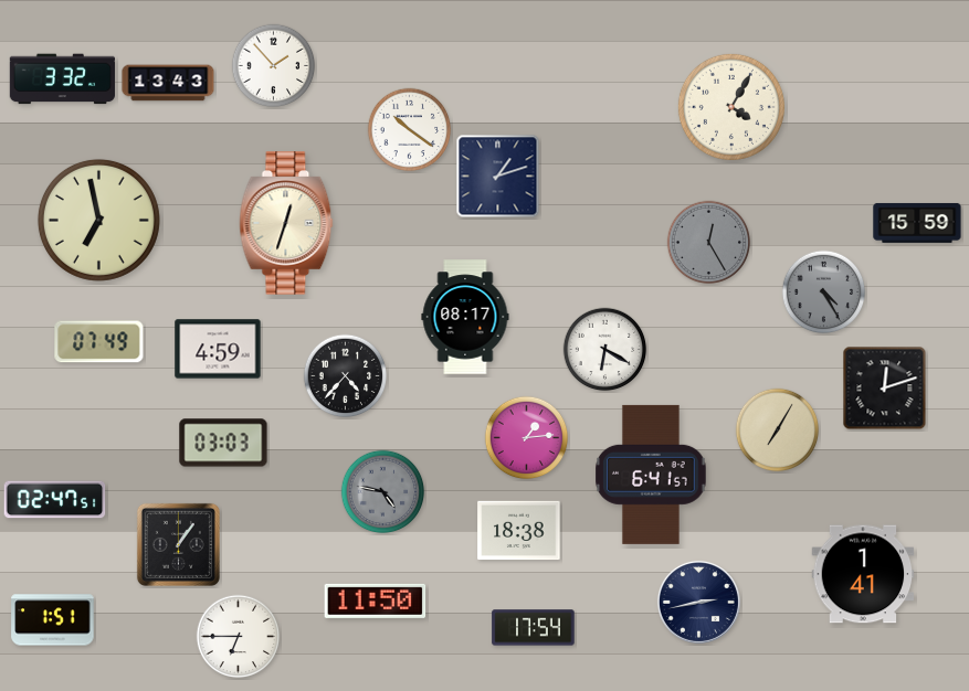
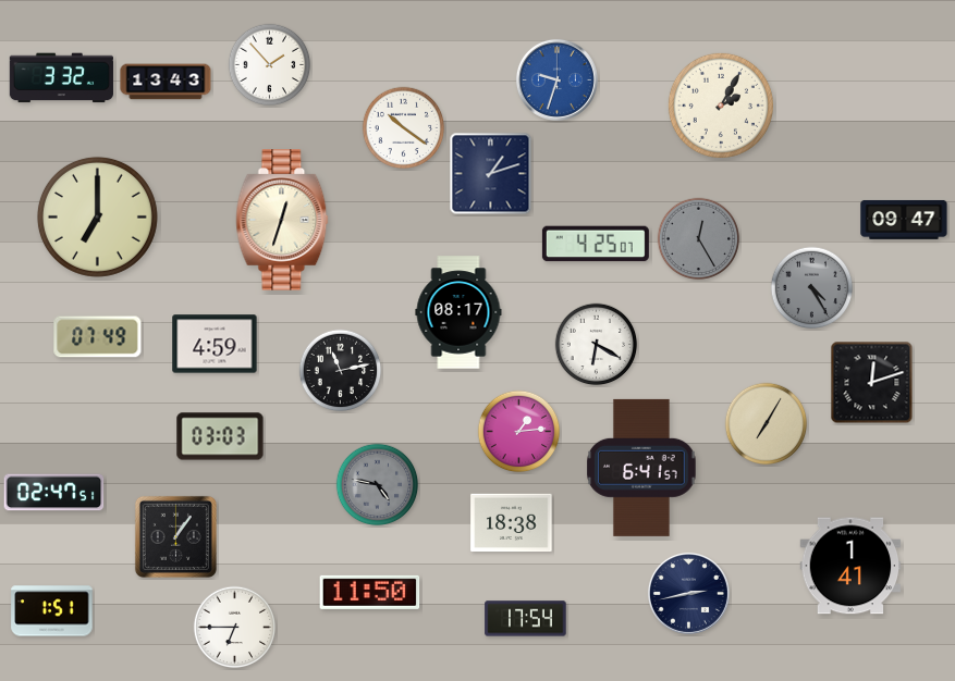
clock at (556, 79): none -> 9:33
clock at (731, 107): 4:05 -> 2:05
clock at (98, 220): 6:58 -> 7:00
clock at (917, 223): 15:59 -> 09:47
clock at (596, 244): none -> 4:25
clock at (346, 376): 4:37 -> 11:13
